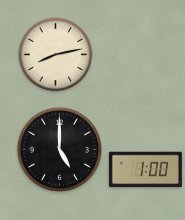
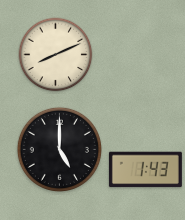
clock at (56, 55): 8:13 -> 8:11
clock at (145, 170): 1:00 -> 1:43
